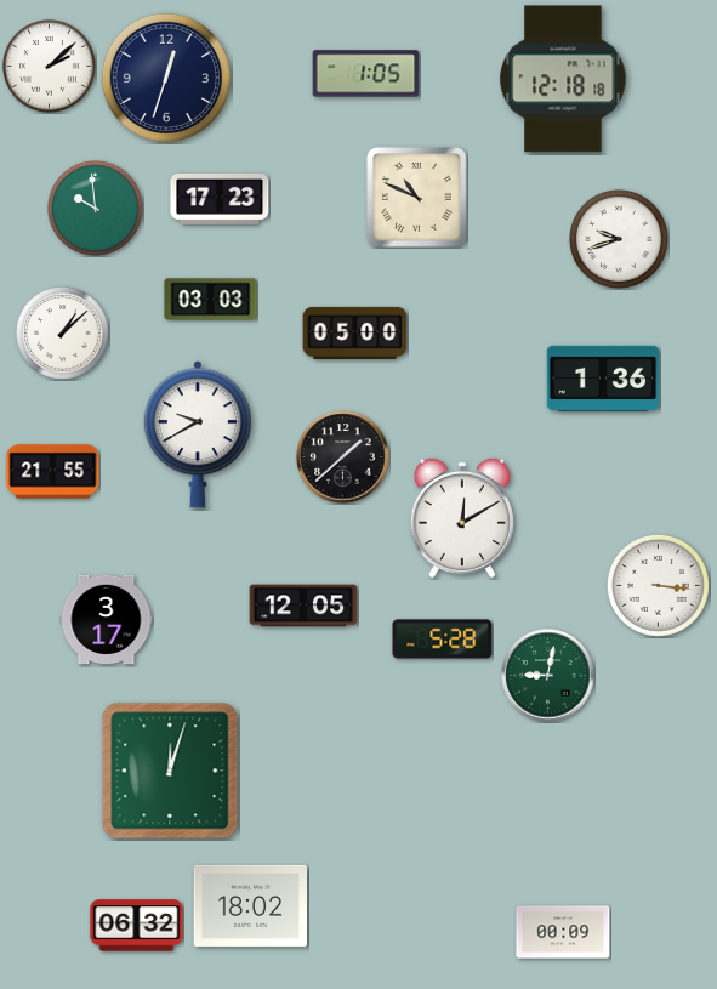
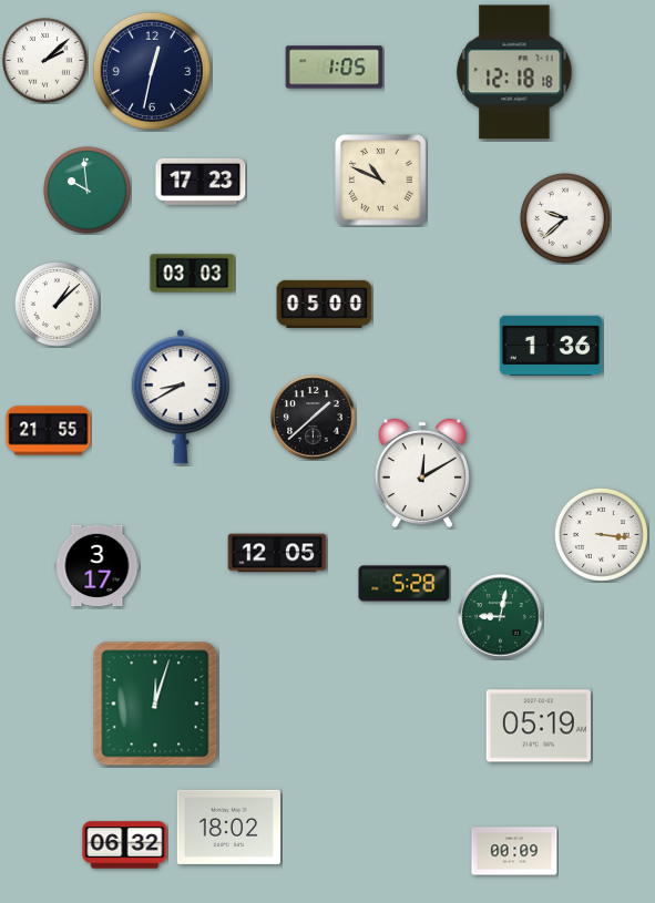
clock at (166, 78): 12:33 -> 12:32
clock at (619, 239): 9:42 -> 9:38
clock at (198, 434): 9:40 -> 8:40
clock at (539, 726): none -> 05:19
